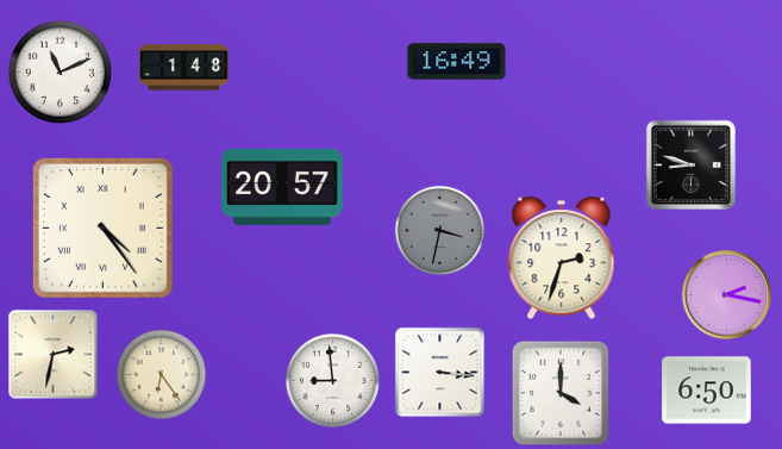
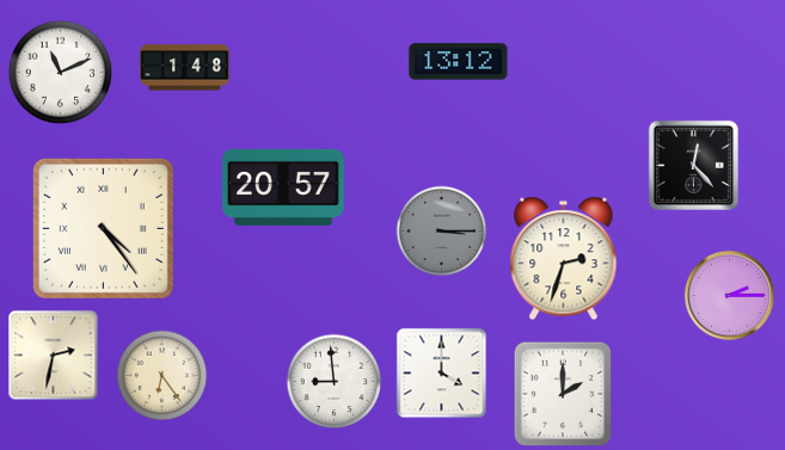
clock at (457, 62): 16:49 -> 13:12
clock at (690, 164): 8:48 -> 12:23
clock at (440, 231): 3:32 -> 3:15
clock at (726, 294): 2:17 -> 2:15
clock at (440, 373): 3:16 -> 4:00
clock at (707, 391): 6:50 -> none
clock at (561, 393): 4:00 -> 2:00
